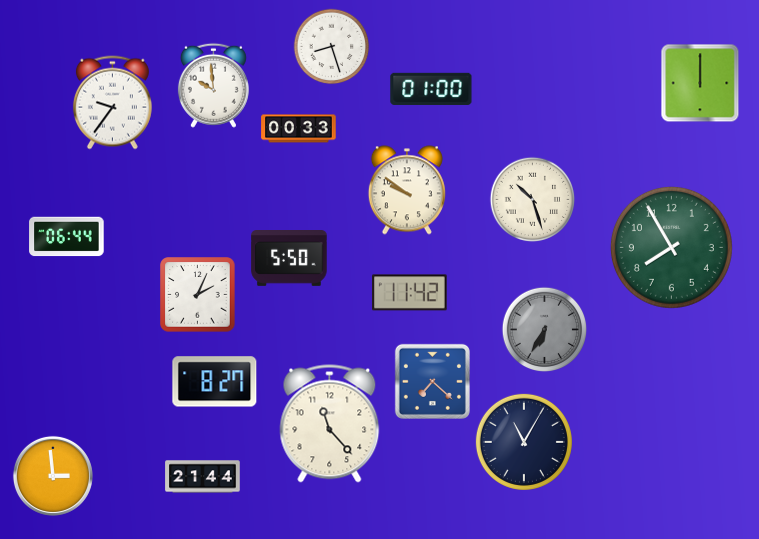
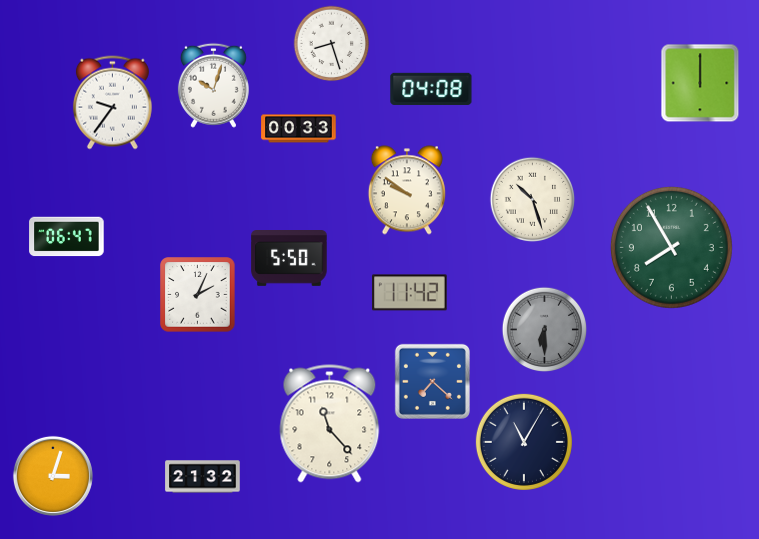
clock at (332, 47) position: (332, 47) -> (332, 44)
clock at (213, 85): 9:59 -> 10:03
clock at (431, 89): 01:00 -> 04:08
clock at (67, 237): 06:44 -> 06:47
clock at (545, 330): 6:35 -> 6:30
clock at (215, 382): 8:27 -> none
clock at (53, 476): 2:59 -> 3:03
clock at (203, 477): 21:44 -> 21:32
